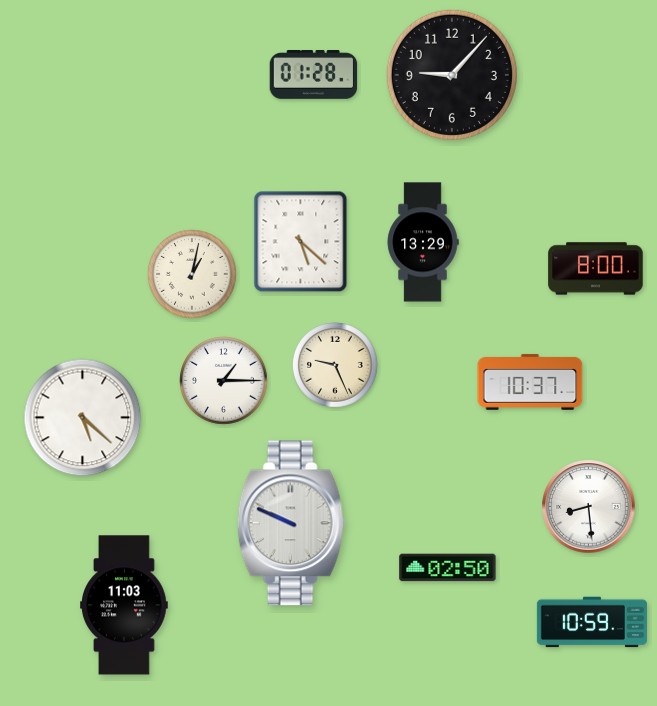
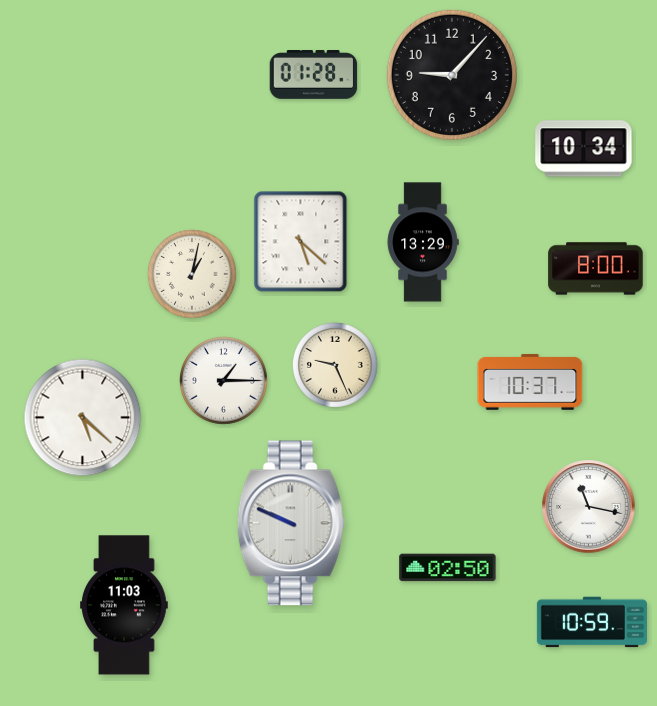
clock at (584, 149): none -> 10:34
clock at (589, 507): 8:29 -> 11:17
